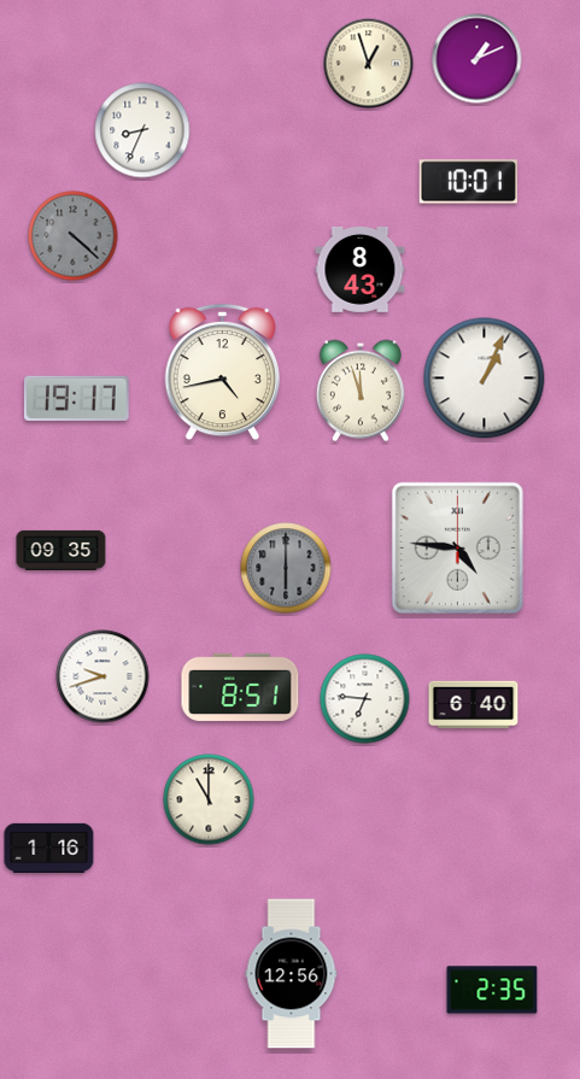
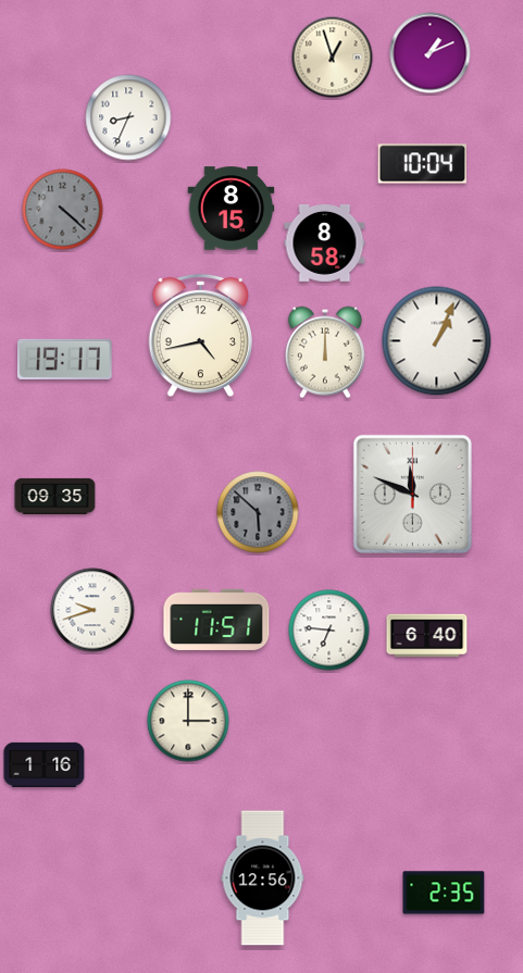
clock at (468, 182): 10:01 -> 10:04
clock at (232, 209): none -> 8:15
clock at (74, 236) position: (74, 236) -> (63, 210)
clock at (361, 269): 8:43 -> 8:58
clock at (361, 391): 11:57 -> 12:00
clock at (76, 398) position: (76, 398) -> (64, 359)
clock at (457, 547): 4:46 -> 11:49
clock at (286, 568): 6:00 -> 5:52
clock at (240, 687): 8:51 -> 11:51
clock at (209, 799): 11:00 -> 3:00
